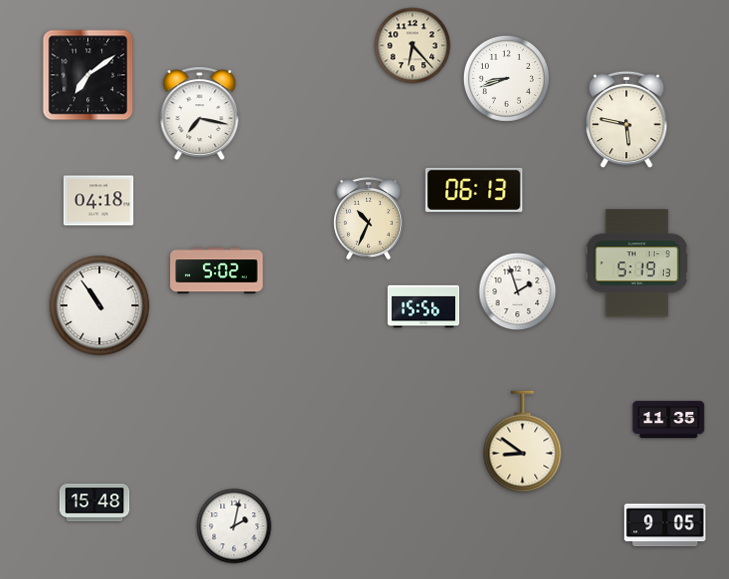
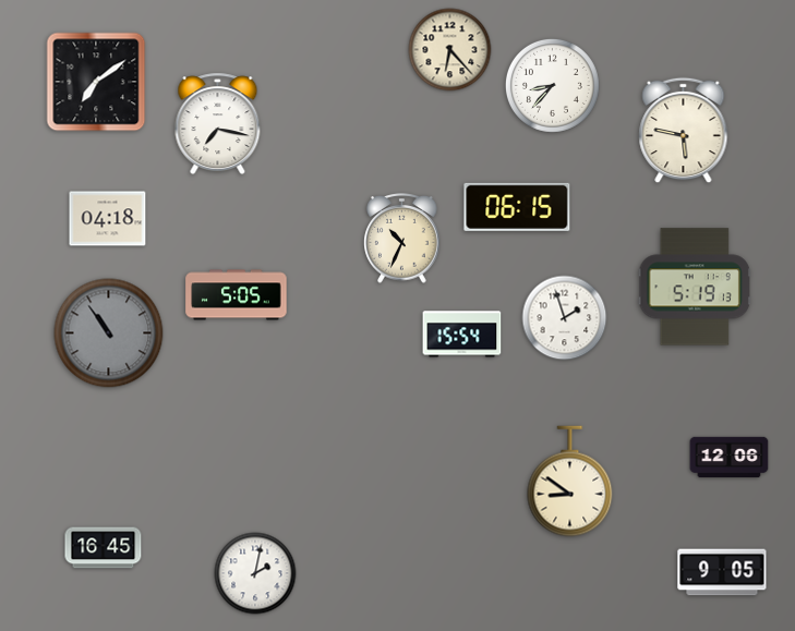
clock at (506, 78): 8:42 -> 8:37
clock at (474, 190): 06:13 -> 06:15
clock at (217, 271): 5:02 -> 5:05
clock at (100, 306) dial: white -> grey
clock at (424, 307): 15:56 -> 15:54
clock at (669, 420): 11:35 -> 12:06
clock at (95, 503): 15:48 -> 16:45
clock at (665, 525) position: (665, 525) -> (722, 572)
